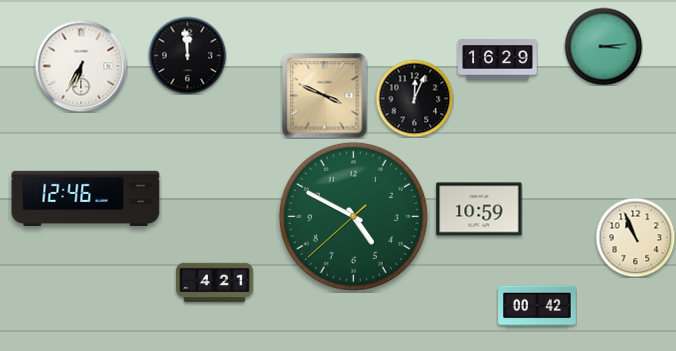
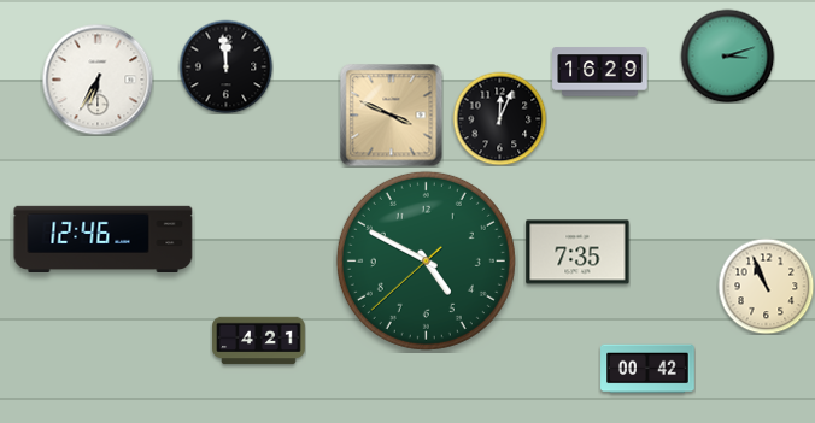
clock at (603, 46): 3:14 -> 3:12
clock at (479, 209): 10:59 -> 7:35
